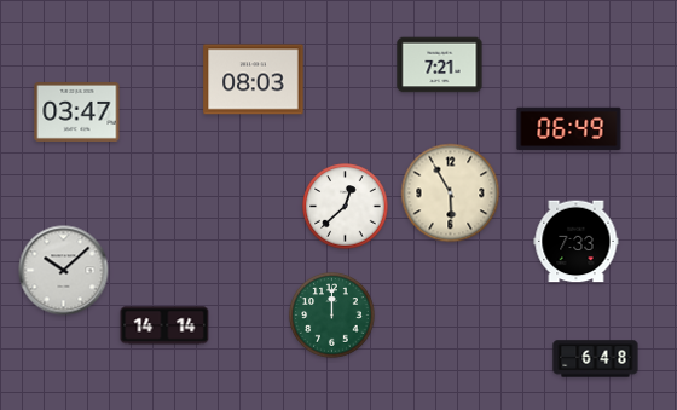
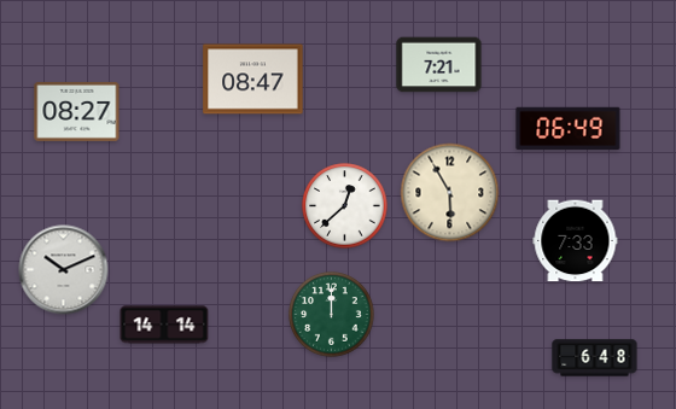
clock at (254, 80): 08:03 -> 08:47
clock at (77, 111): 03:47 -> 08:27
clock at (64, 271): 10:08 -> 10:11
